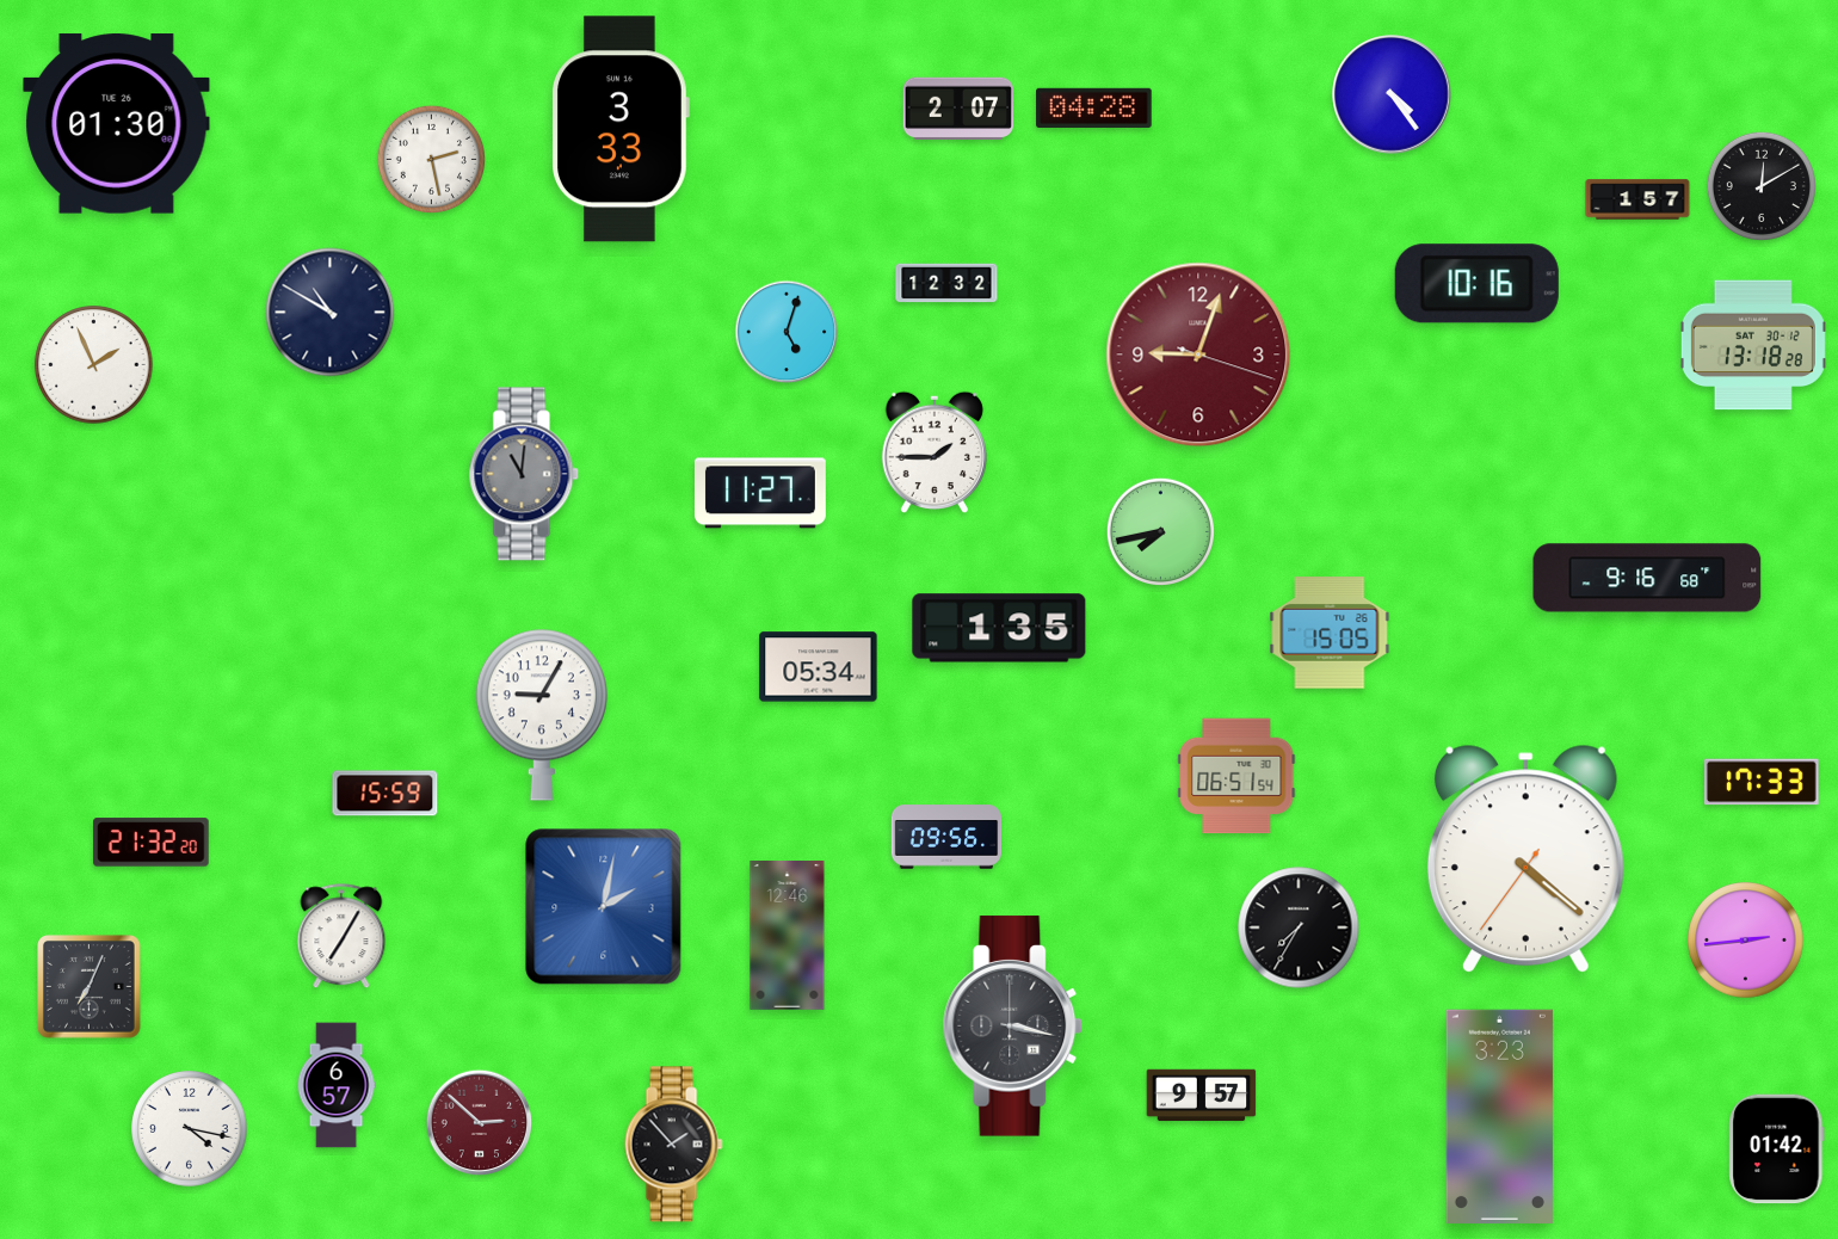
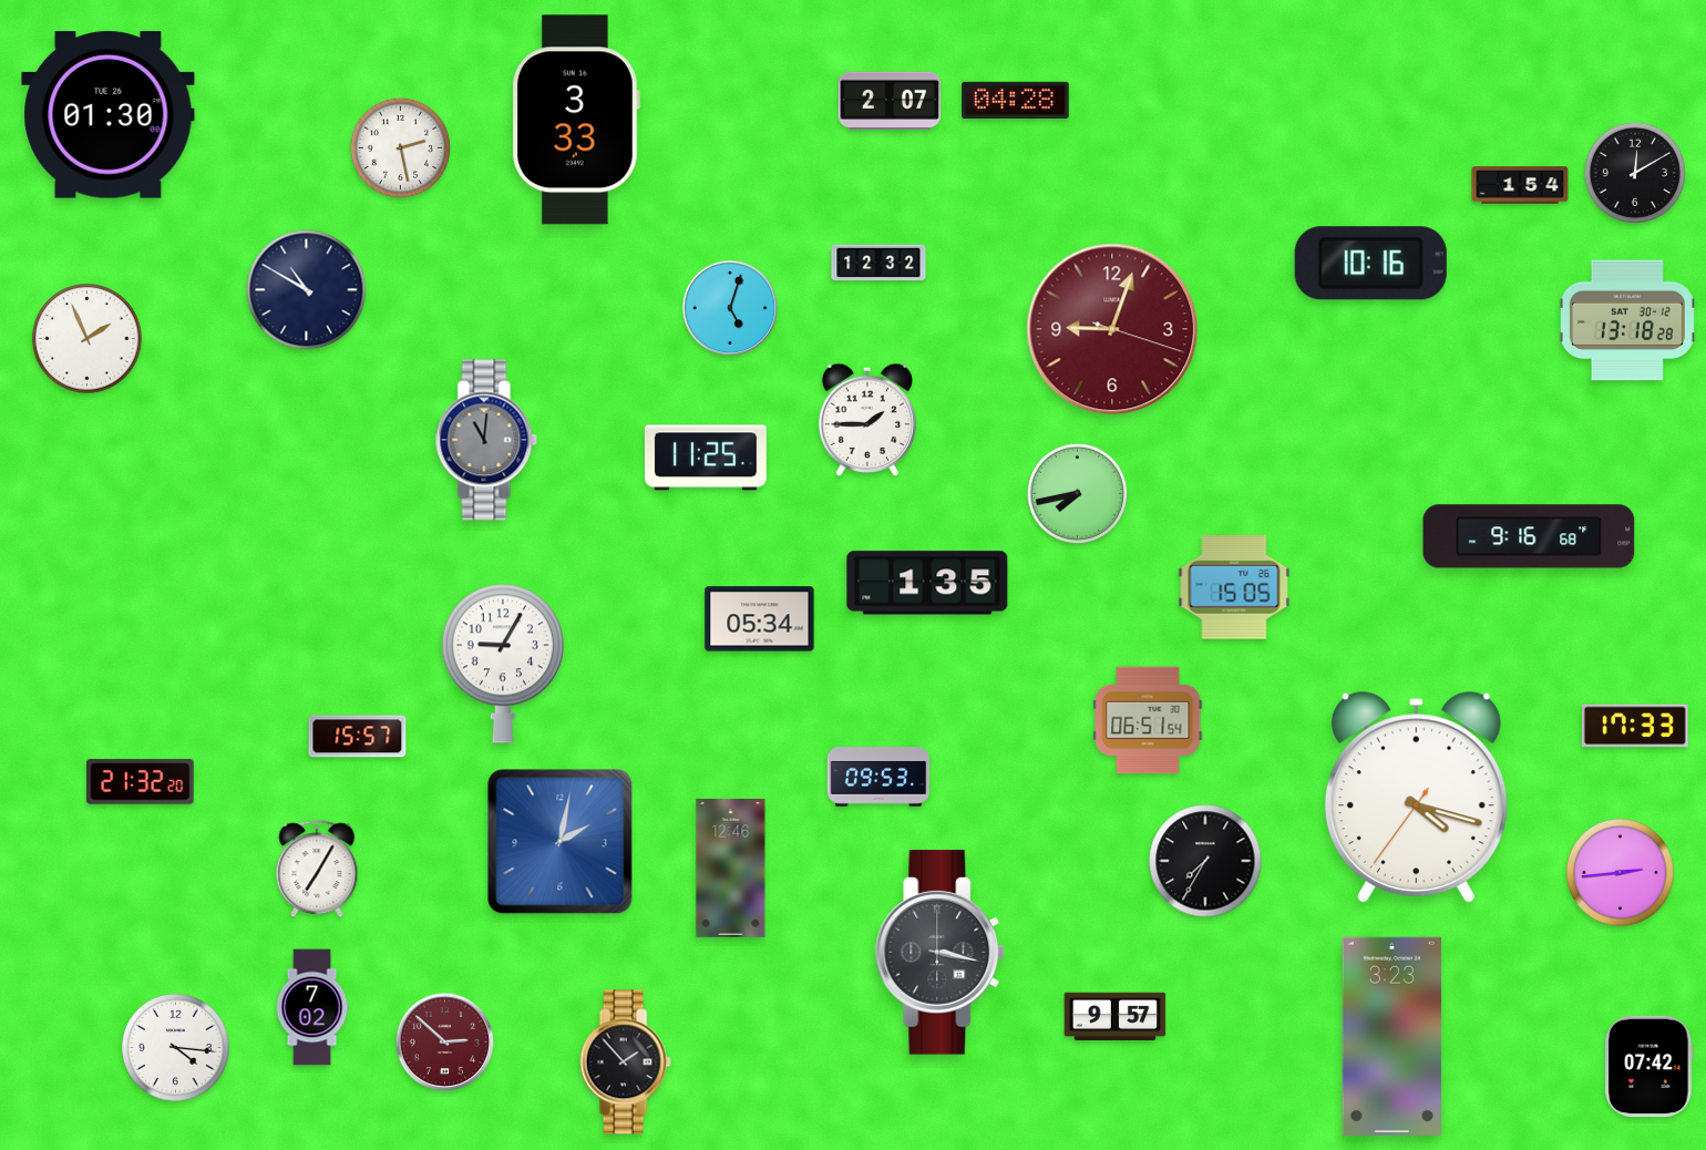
clock at (1392, 94): 4:24 -> none
clock at (1637, 199): 1:57 -> 1:54
clock at (760, 493): 11:27 -> 11:25
clock at (386, 794): 15:59 -> 15:57
clock at (946, 837): 09:56 -> 09:53
clock at (1525, 859): 4:21 -> 4:17
clock at (90, 987): 7:04 -> none
clock at (337, 1085): 6:57 -> 7:02
clock at (190, 1129): 4:17 -> 4:16
clock at (1777, 1149): 01:42 -> 07:42
